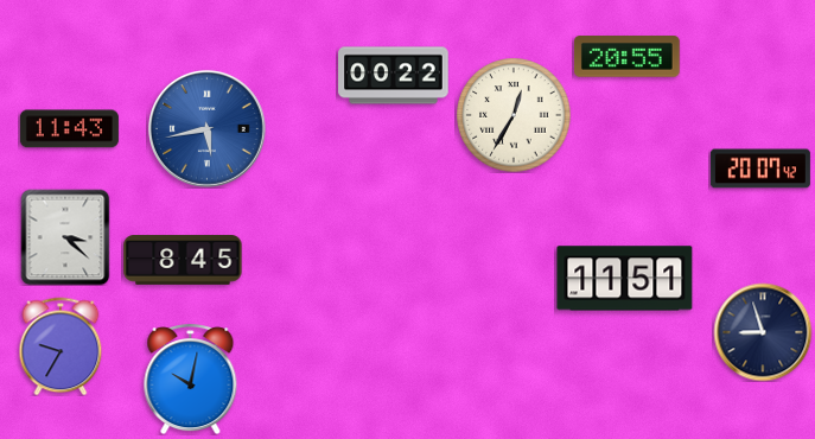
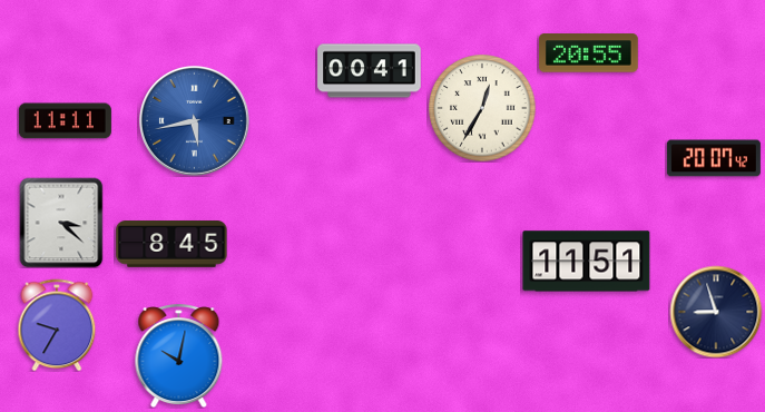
clock at (394, 76): 00:22 -> 00:41
clock at (69, 129): 11:43 -> 11:11
